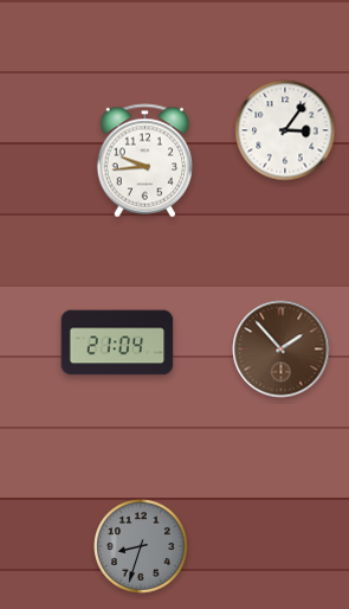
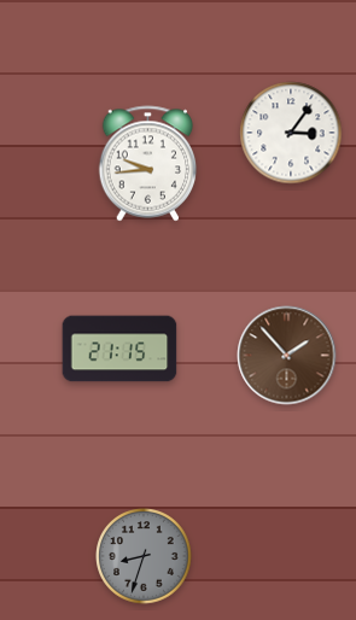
clock at (117, 342): 21:04 -> 21:15
